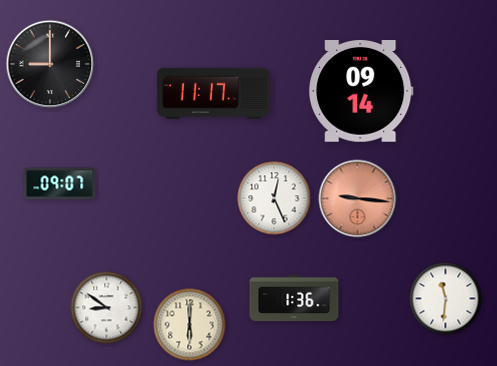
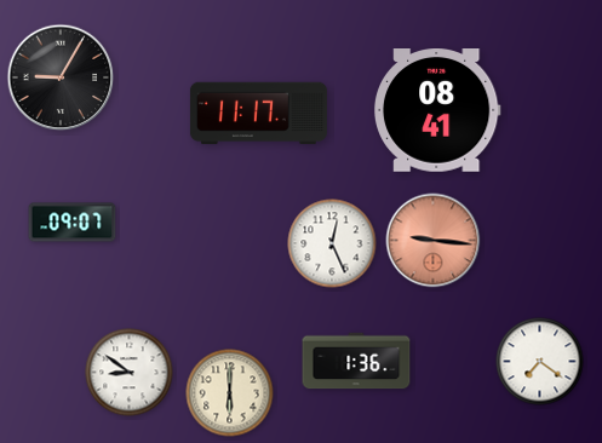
clock at (50, 64): 9:00 -> 9:05
clock at (361, 92): 09:14 -> 08:41
clock at (274, 198) position: (274, 198) -> (332, 243)
clock at (446, 299): 11:31 -> 7:21
